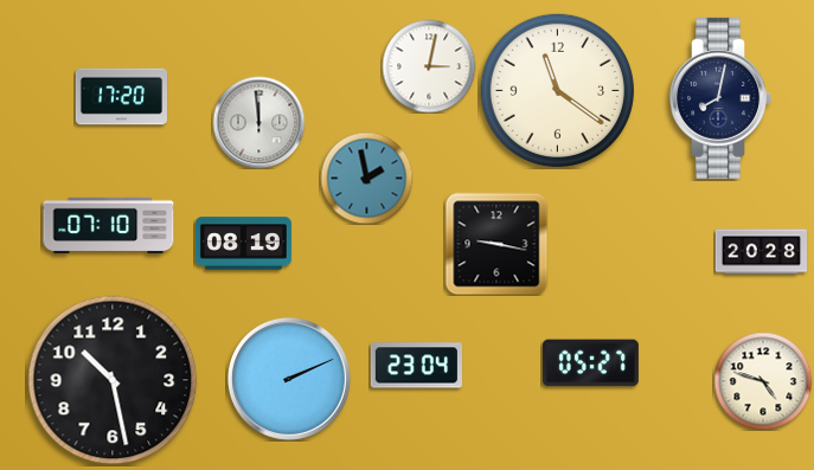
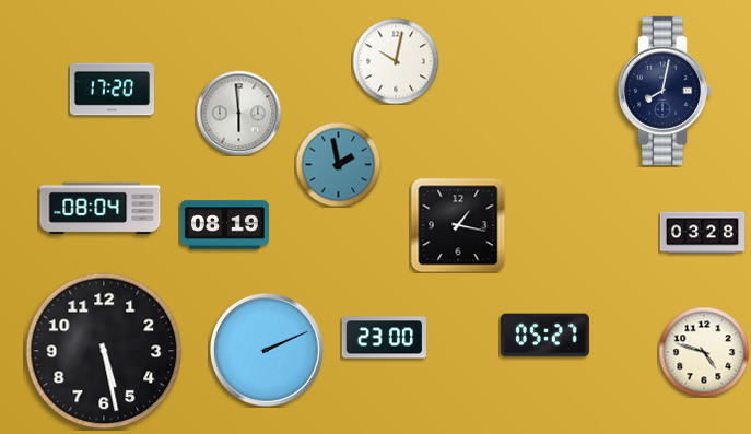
clock at (429, 66): 3:02 -> 10:02
clock at (557, 90): 11:21 -> none
clock at (258, 122): 11:59 -> 5:59
clock at (109, 225): 07:10 -> 08:04
clock at (496, 244): 9:17 -> 1:17
clock at (761, 252): 20:28 -> 03:28
clock at (416, 366): 23:04 -> 23:00
clock at (113, 380): 10:28 -> 5:28
